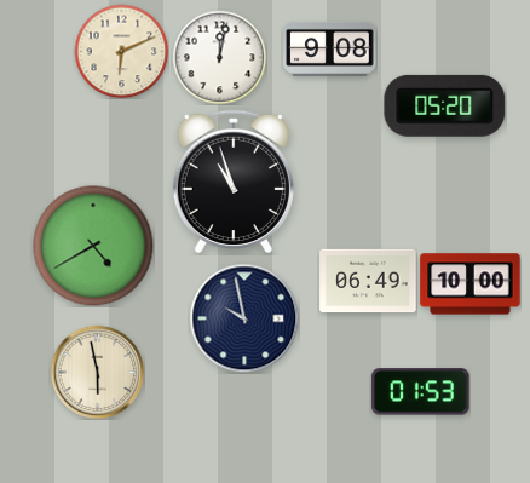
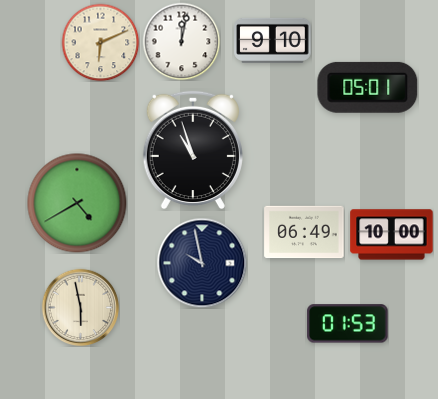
clock at (330, 48): 9:08 -> 9:10
clock at (219, 57) position: (219, 57) -> (181, 41)
clock at (445, 105): 05:20 -> 05:01
clock at (471, 284) position: (471, 284) -> (392, 235)
